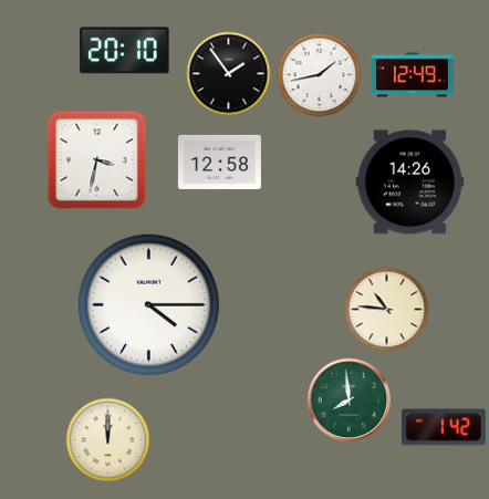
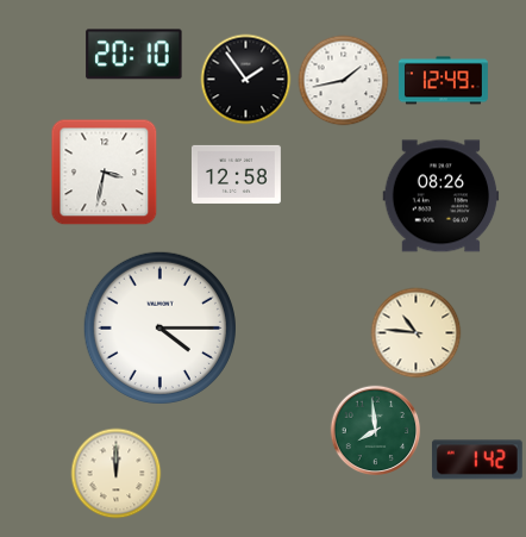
clock at (410, 183): 14:26 -> 08:26
